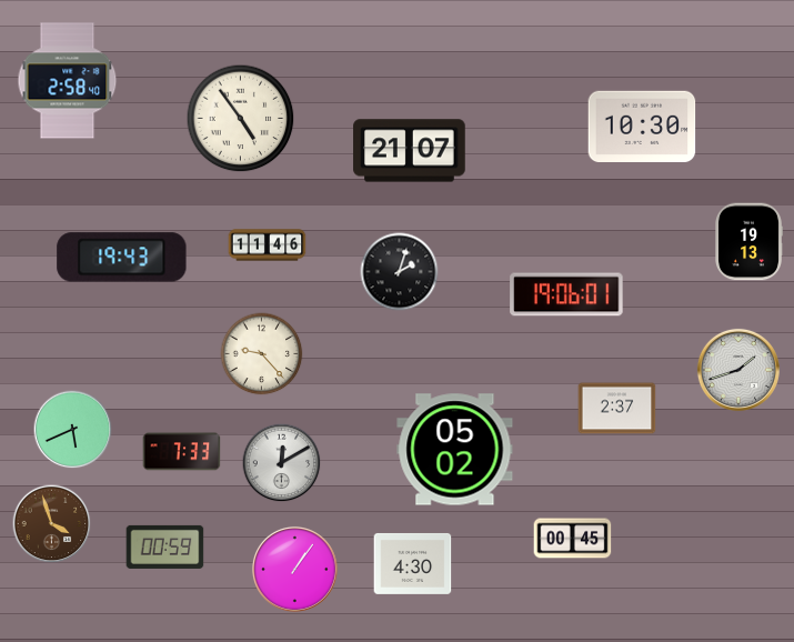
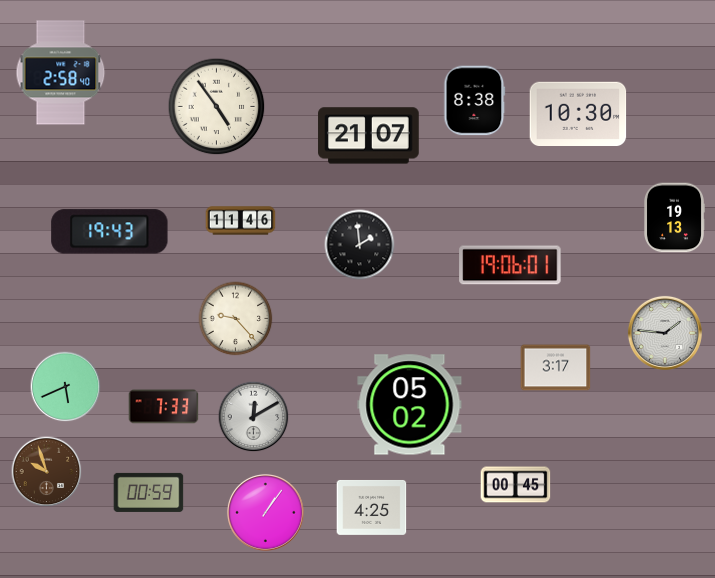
clock at (475, 101): none -> 8:38
clock at (400, 272): 2:03 -> 1:59
clock at (738, 370): 1:42 -> 1:46
clock at (617, 409): 2:37 -> 3:17
clock at (52, 524): 3:57 -> 9:57
clock at (413, 563): 4:30 -> 4:25
